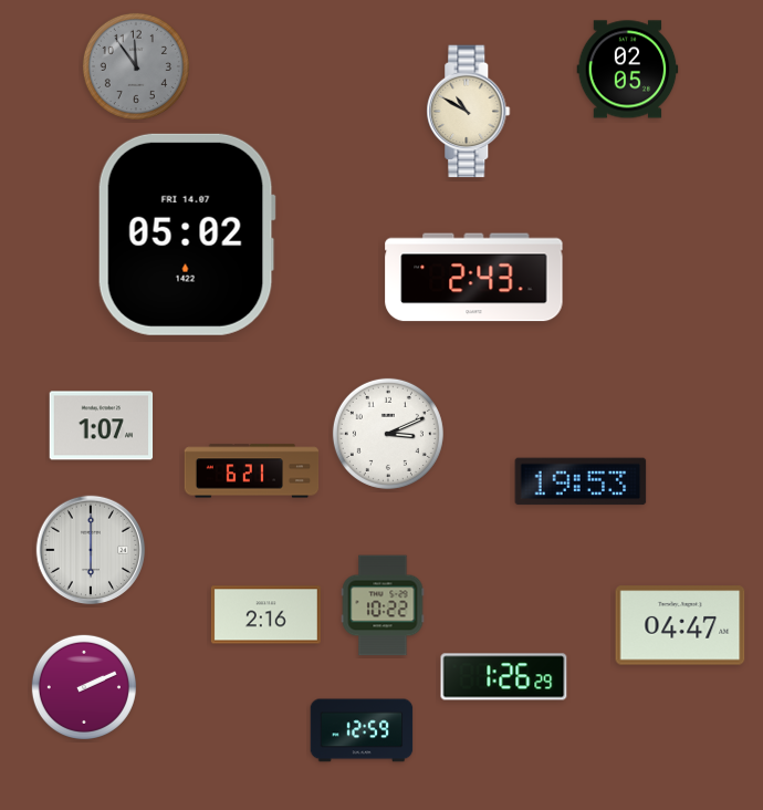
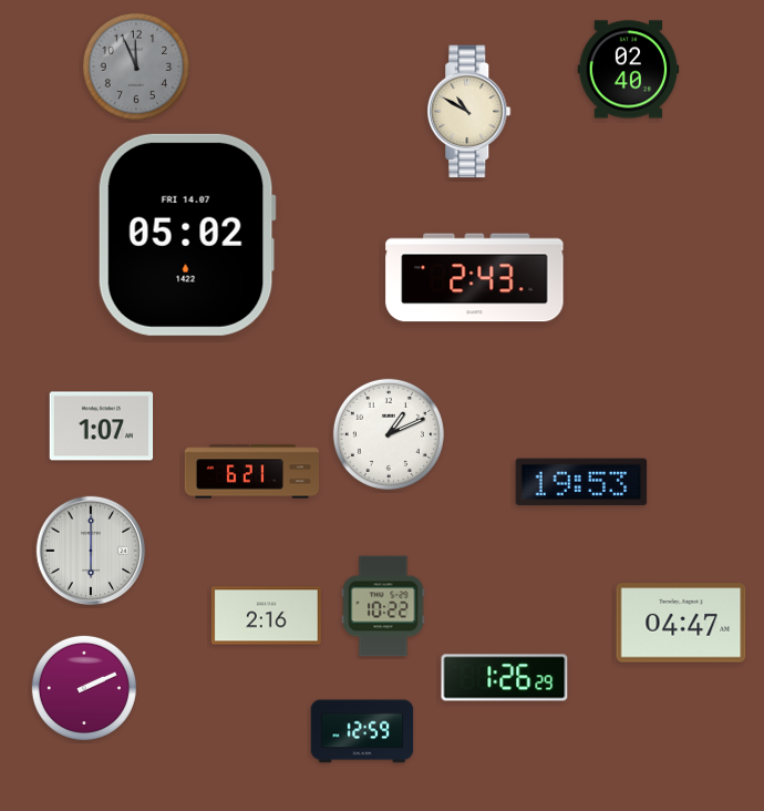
clock at (136, 66): 11:54 -> 11:56
clock at (628, 70): 02:05 -> 02:40
clock at (388, 434): 3:11 -> 1:11
clock at (680, 625) position: (680, 625) -> (681, 623)
